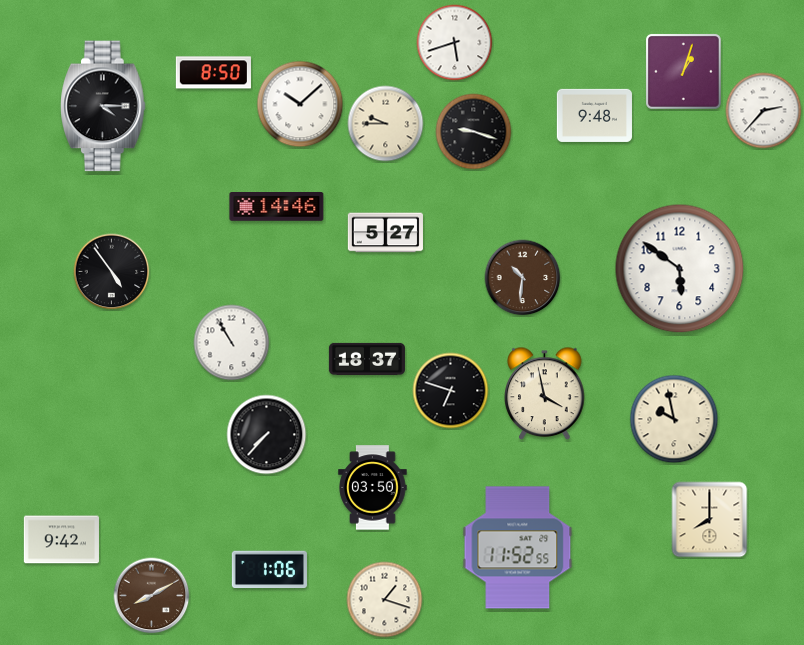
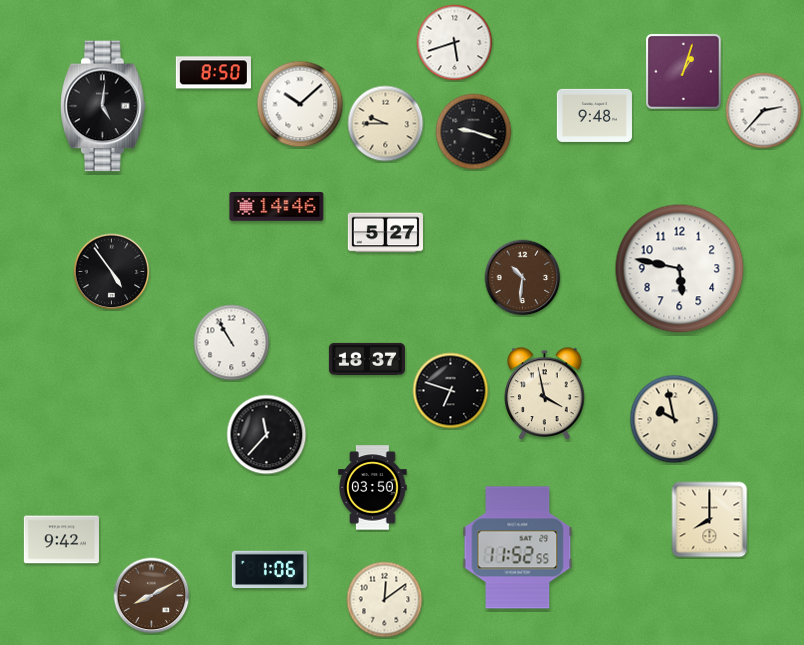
clock at (103, 106): 4:15 -> 5:01
clock at (680, 269): 5:51 -> 5:47
clock at (267, 435): 7:37 -> 11:37
clock at (385, 600): 1:18 -> 12:09
